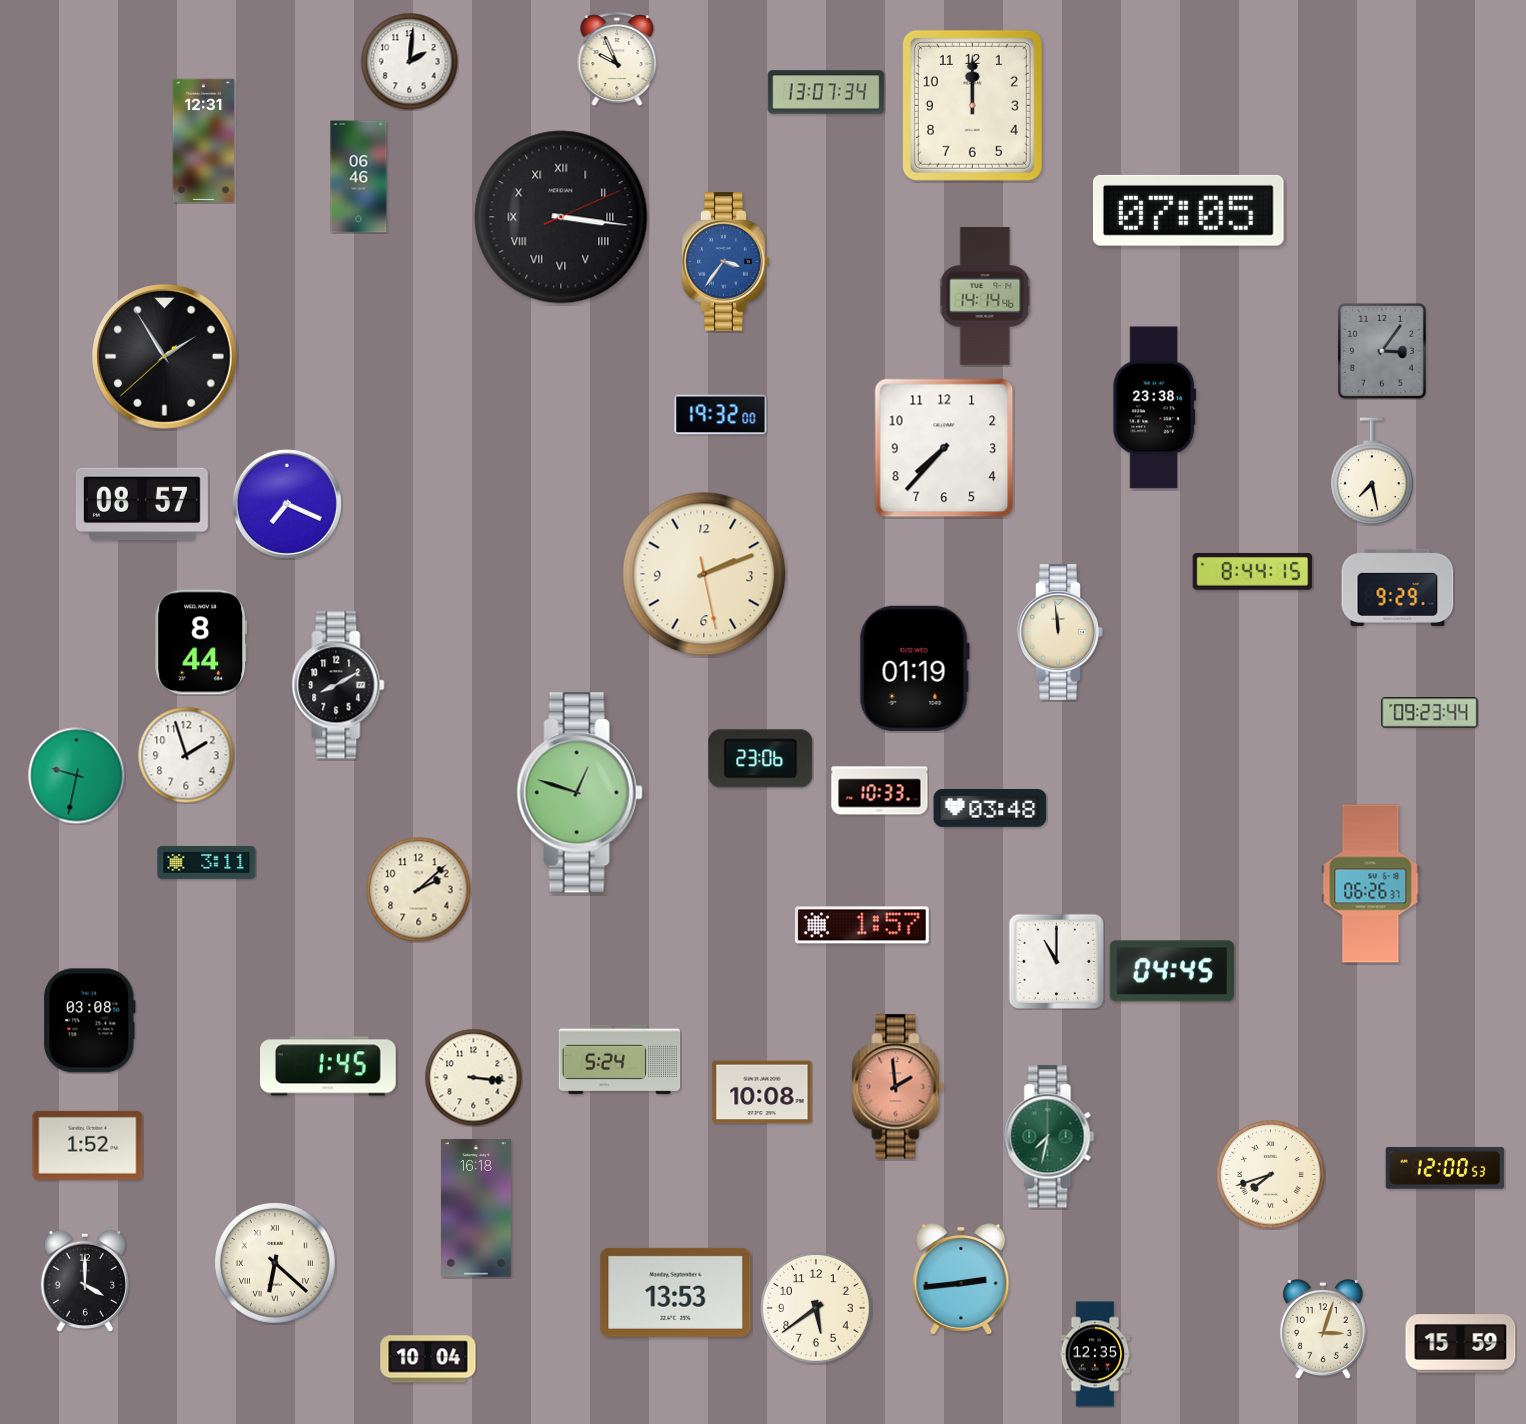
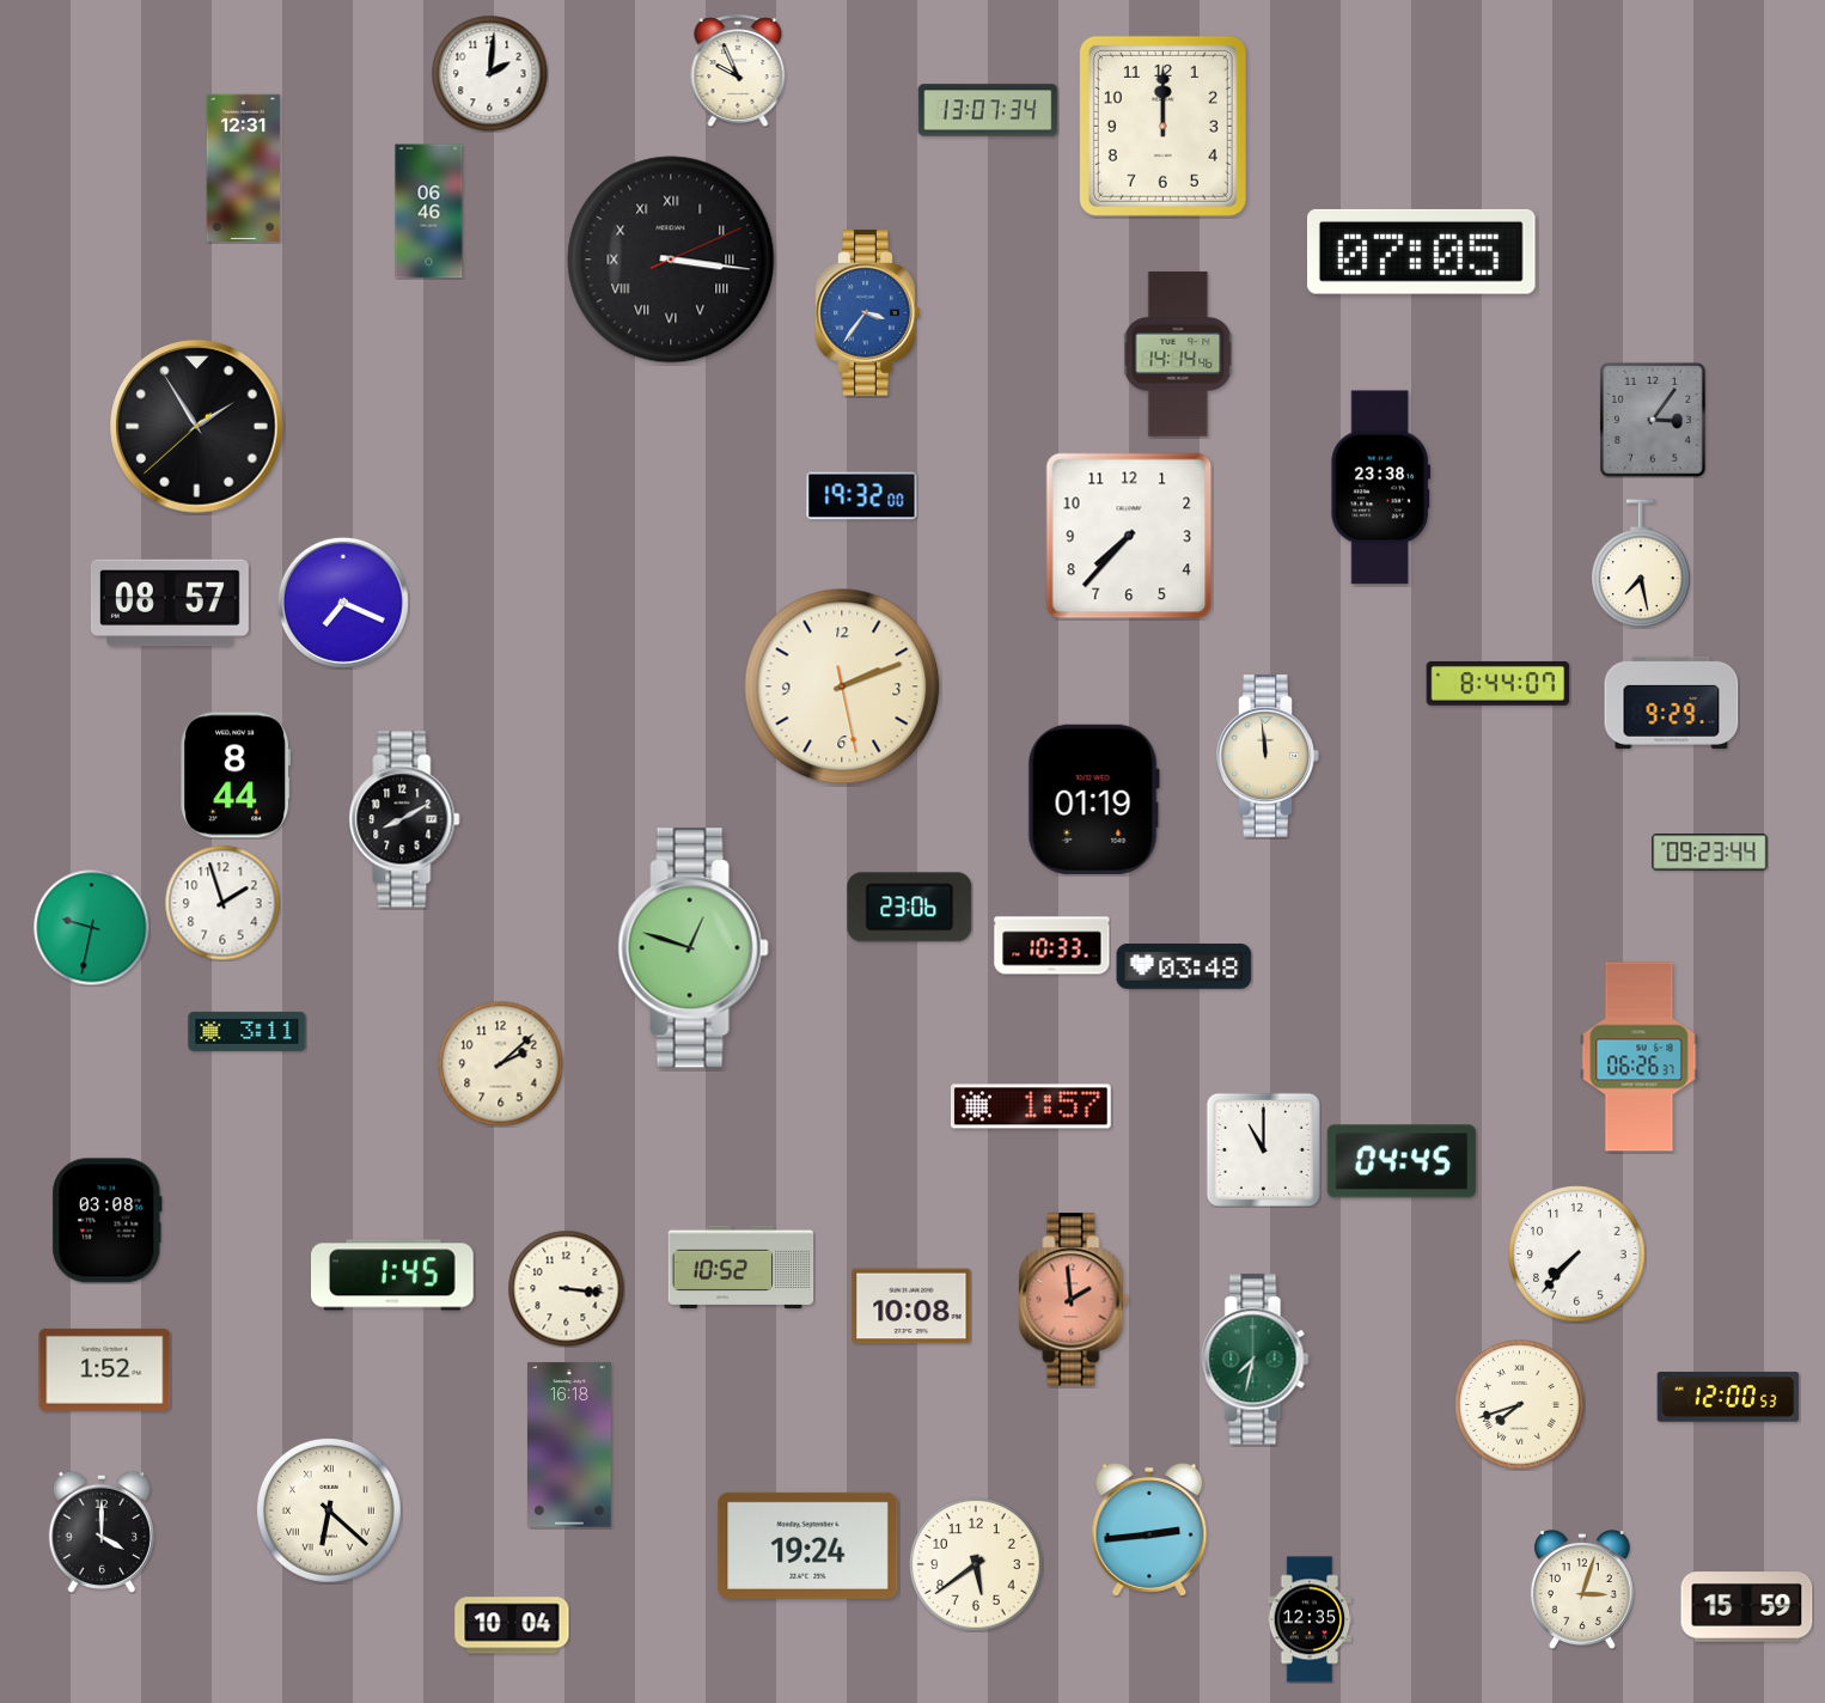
clock at (1253, 571): 8:44:15 -> 8:44:07
clock at (201, 642) position: (201, 642) -> (236, 775)
clock at (1577, 1255): none -> 7:37
clock at (620, 1059): 5:24 -> 10:52
clock at (676, 1292): 13:53 -> 19:24
